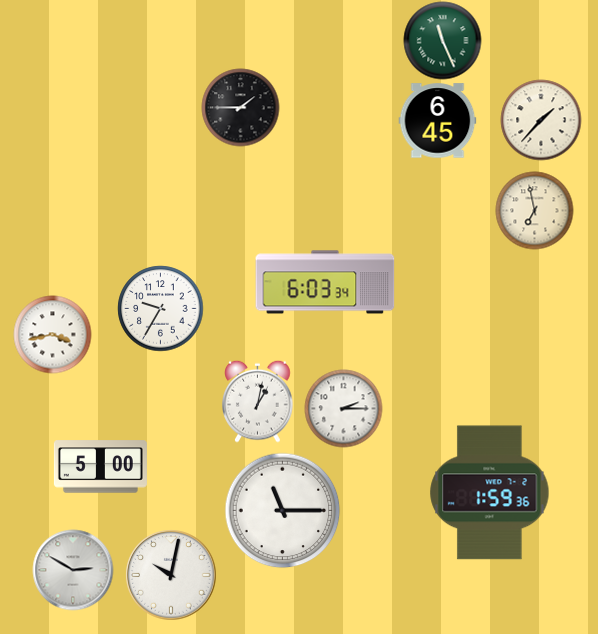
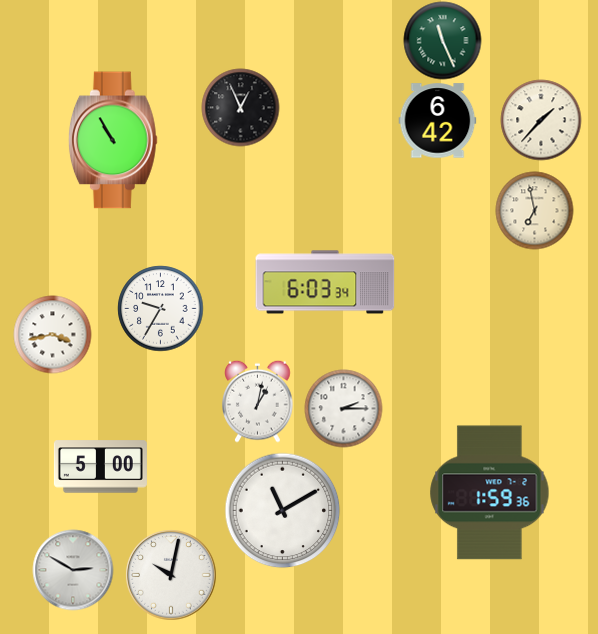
clock at (240, 107): 1:45 -> 12:56
clock at (437, 121): 6:45 -> 6:42
clock at (113, 140): none -> 10:55
clock at (282, 510): 11:15 -> 11:10
